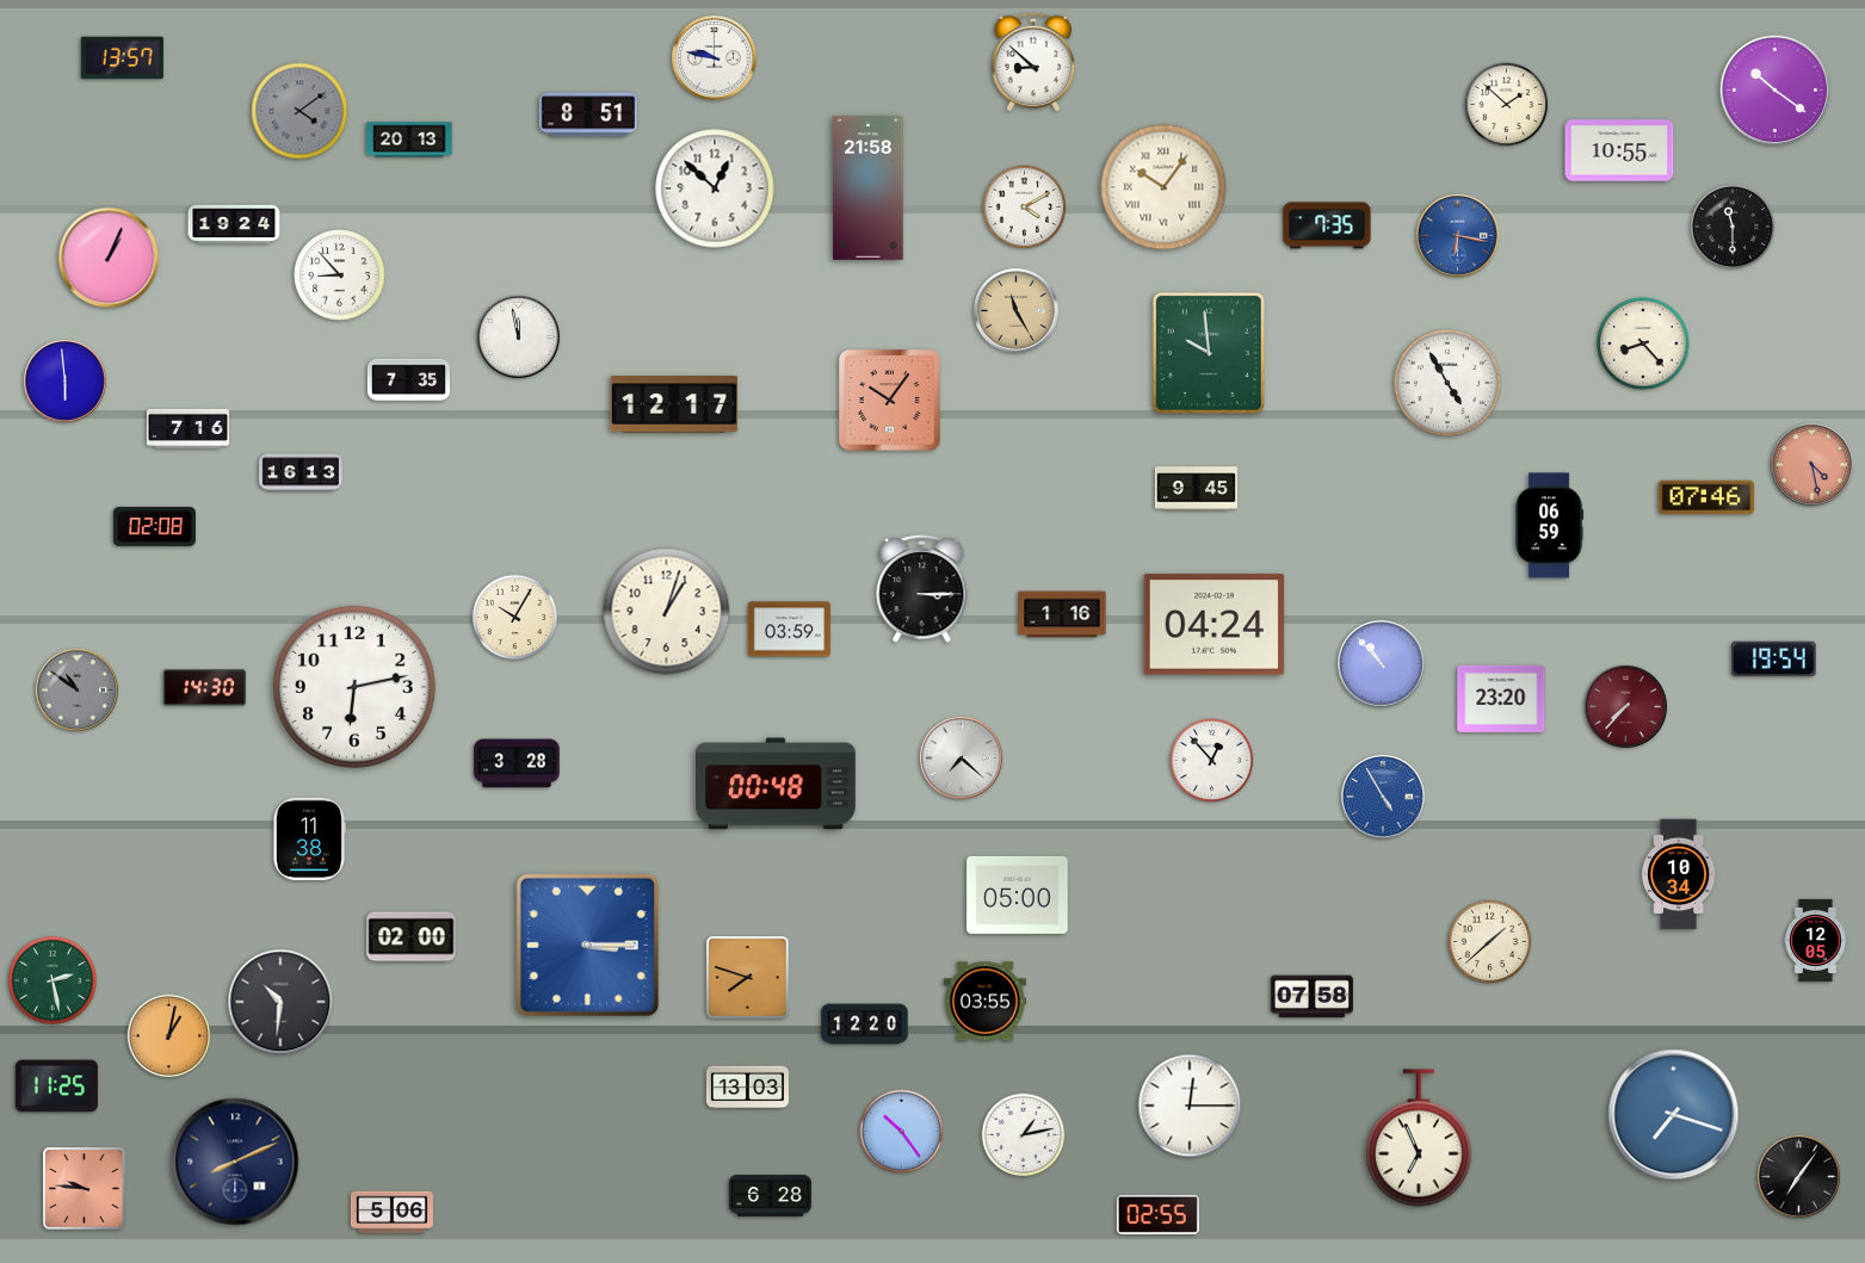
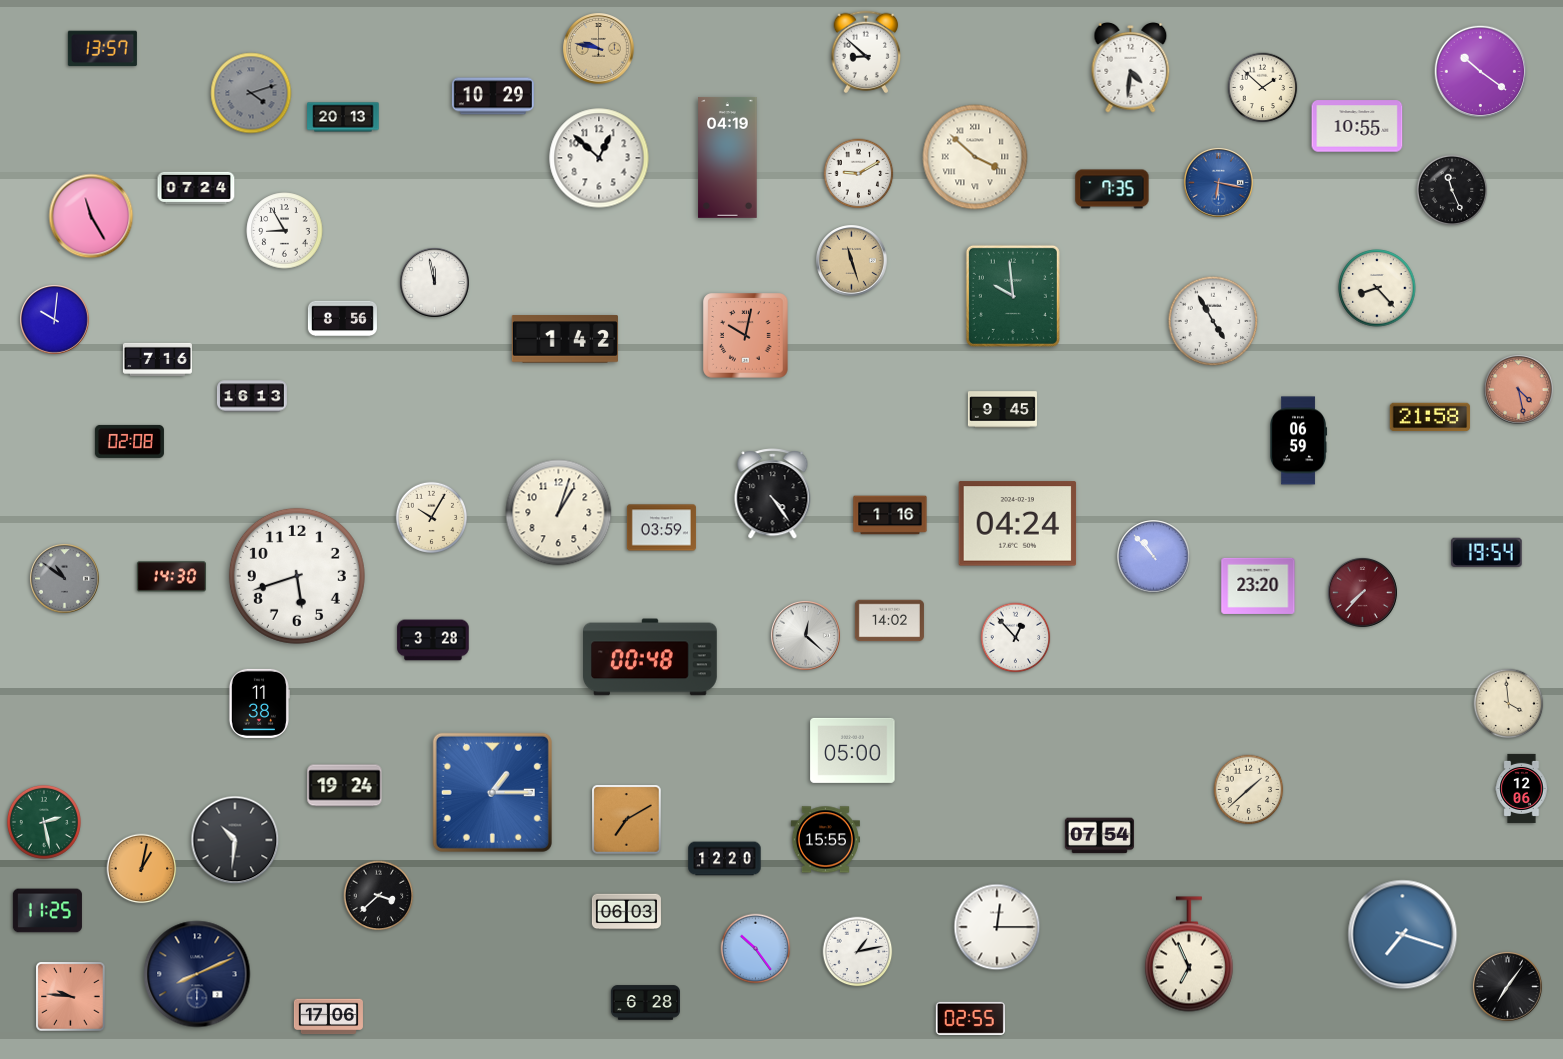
clock at (715, 58) dial: white -> champagne
clock at (1131, 68): none -> 4:31
clock at (1776, 91) position: (1776, 91) -> (1481, 72)
clock at (299, 111): 4:09 -> 4:12
clock at (588, 114): 8:51 -> 10:29
clock at (869, 187): 21:58 -> 04:19
clock at (1163, 187): 10:06 -> 3:52
clock at (1025, 208): 4:10 -> 9:10
clock at (234, 223): 19:24 -> 07:24
clock at (1733, 227): 11:30 -> 11:26
clock at (1457, 235) position: (1457, 235) -> (1218, 182)
clock at (109, 258): 1:04 -> 11:25
clock at (340, 275): 8:53 -> 8:55
clock at (1017, 311): 11:25 -> 11:27
clock at (64, 380): 5:59 -> 10:01
clock at (408, 380): 7:35 -> 8:56
clock at (890, 401): 10:06 -> 10:02
clock at (674, 404): 12:17 -> 1:42
clock at (1706, 497): 07:46 -> 21:58
clock at (922, 589): 3:15 -> 4:24
clock at (1382, 664) position: (1382, 664) -> (1154, 557)
clock at (354, 687): 6:13 -> 5:42
clock at (889, 621): none -> 14:02
clock at (961, 757): 7:22 -> 12:22
clock at (1384, 798): 4:55 -> none
clock at (1509, 704): none -> 3:59
clock at (1680, 874): 10:34 -> none
clock at (412, 937): 02:00 -> 19:24
clock at (1816, 940): 12:05 -> 12:06
clock at (587, 945): 3:15 -> 1:15
clock at (748, 978): 7:48 -> 7:10
clock at (1311, 997): 07:58 -> 07:54
clock at (984, 1002): 03:55 -> 15:55
clock at (379, 896): none -> 3:38
clock at (747, 1088): 13:03 -> 06:03
clock at (391, 1213): 5:06 -> 17:06
